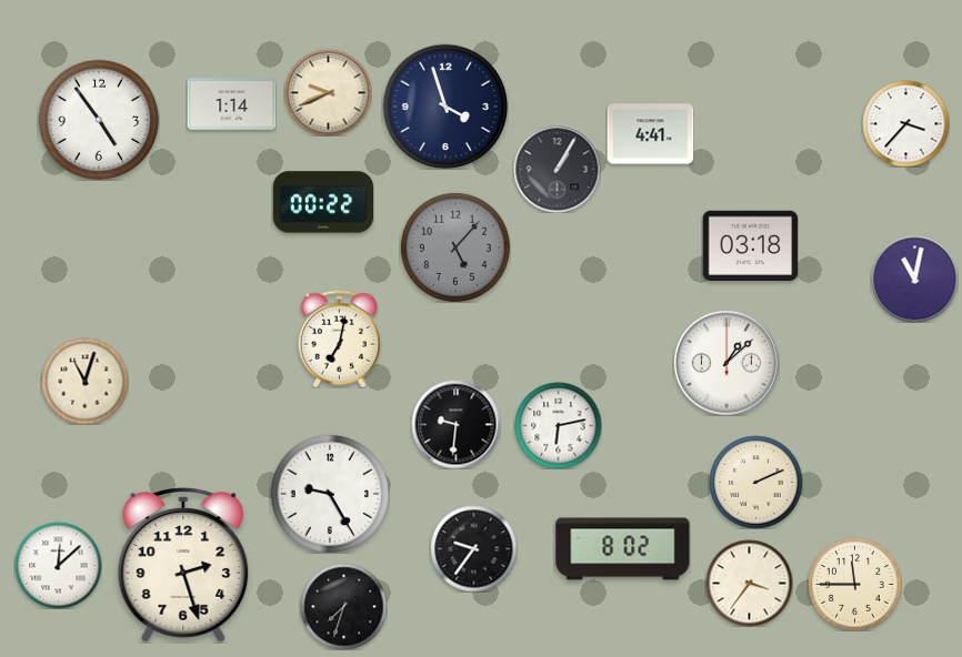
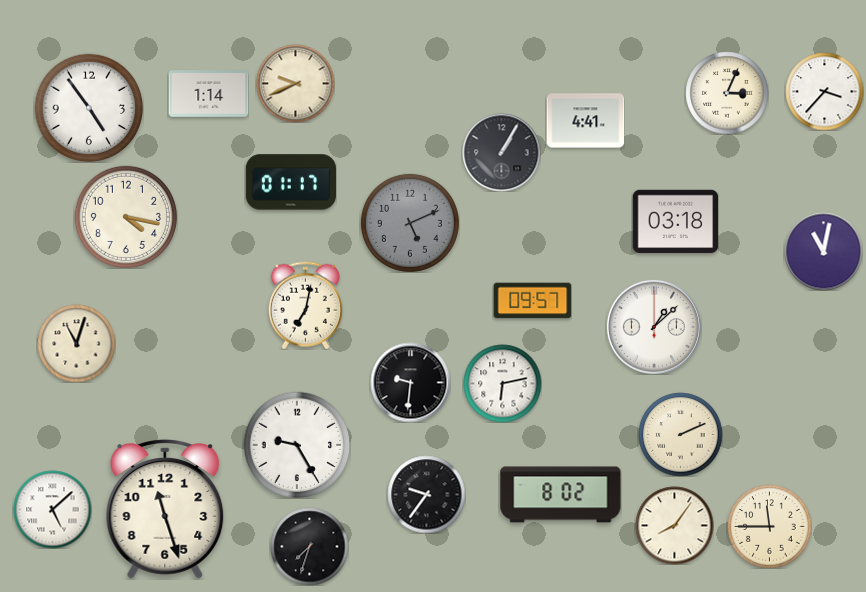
clock at (727, 93): none -> 3:04
clock at (445, 107): 3:57 -> none
clock at (905, 123) position: (905, 123) -> (824, 91)
clock at (322, 202): 00:22 -> 01:17
clock at (126, 217): none -> 4:17
clock at (455, 247): 5:07 -> 5:11
clock at (532, 301): none -> 09:57
clock at (58, 565): 12:08 -> 5:08
clock at (183, 565): 2:27 -> 11:27
clock at (749, 583): 3:36 -> 8:06
